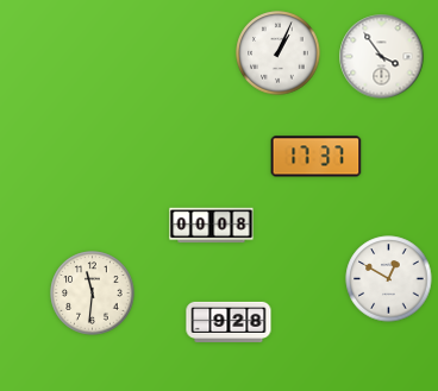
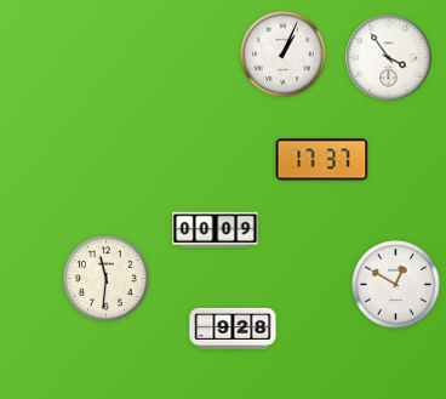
clock at (212, 226): 00:08 -> 00:09
clock at (93, 294) position: (93, 294) -> (107, 279)
